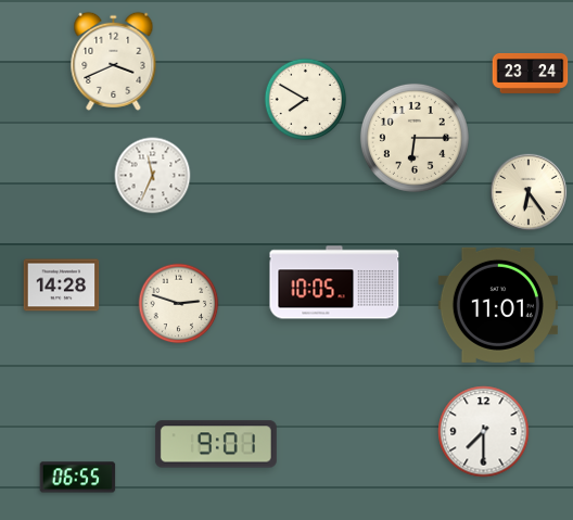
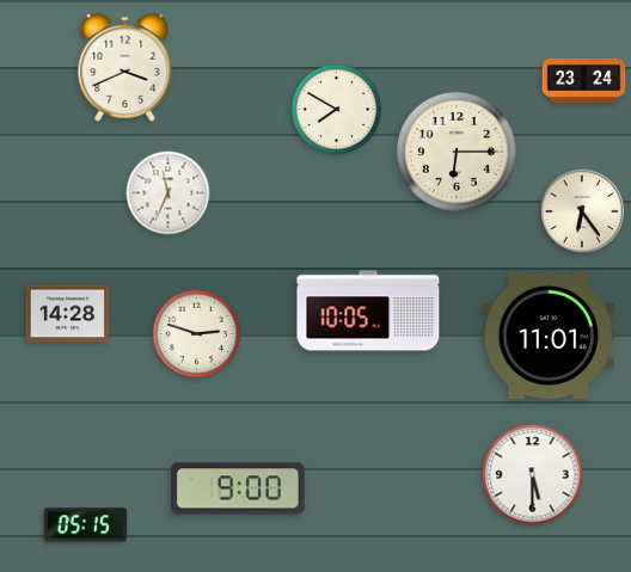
clock at (484, 432): 7:30 -> 5:30
clock at (216, 444): 9:01 -> 9:00
clock at (78, 478): 06:55 -> 05:15
